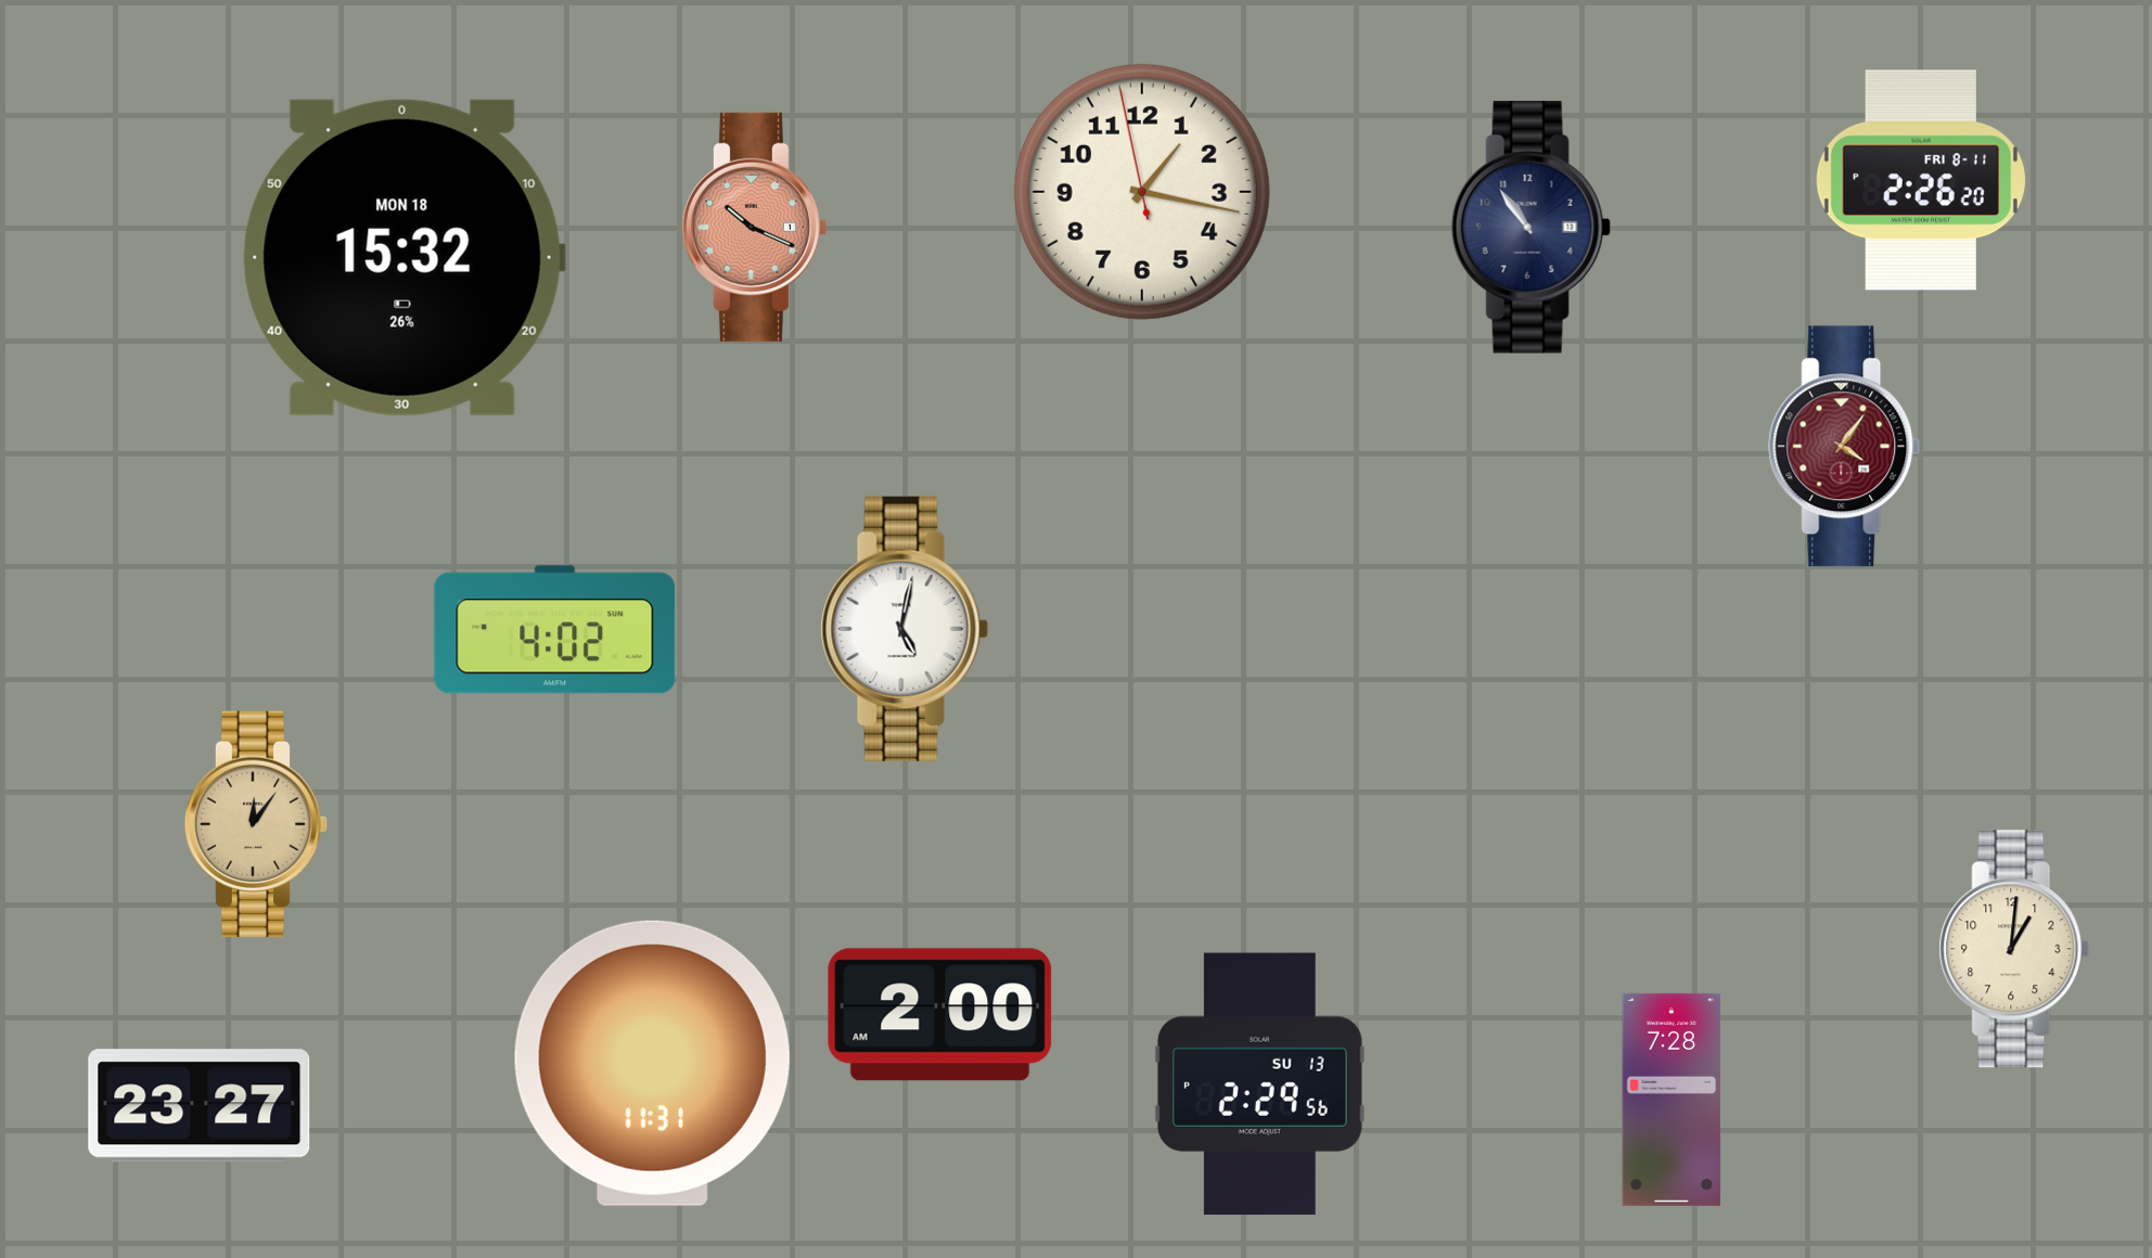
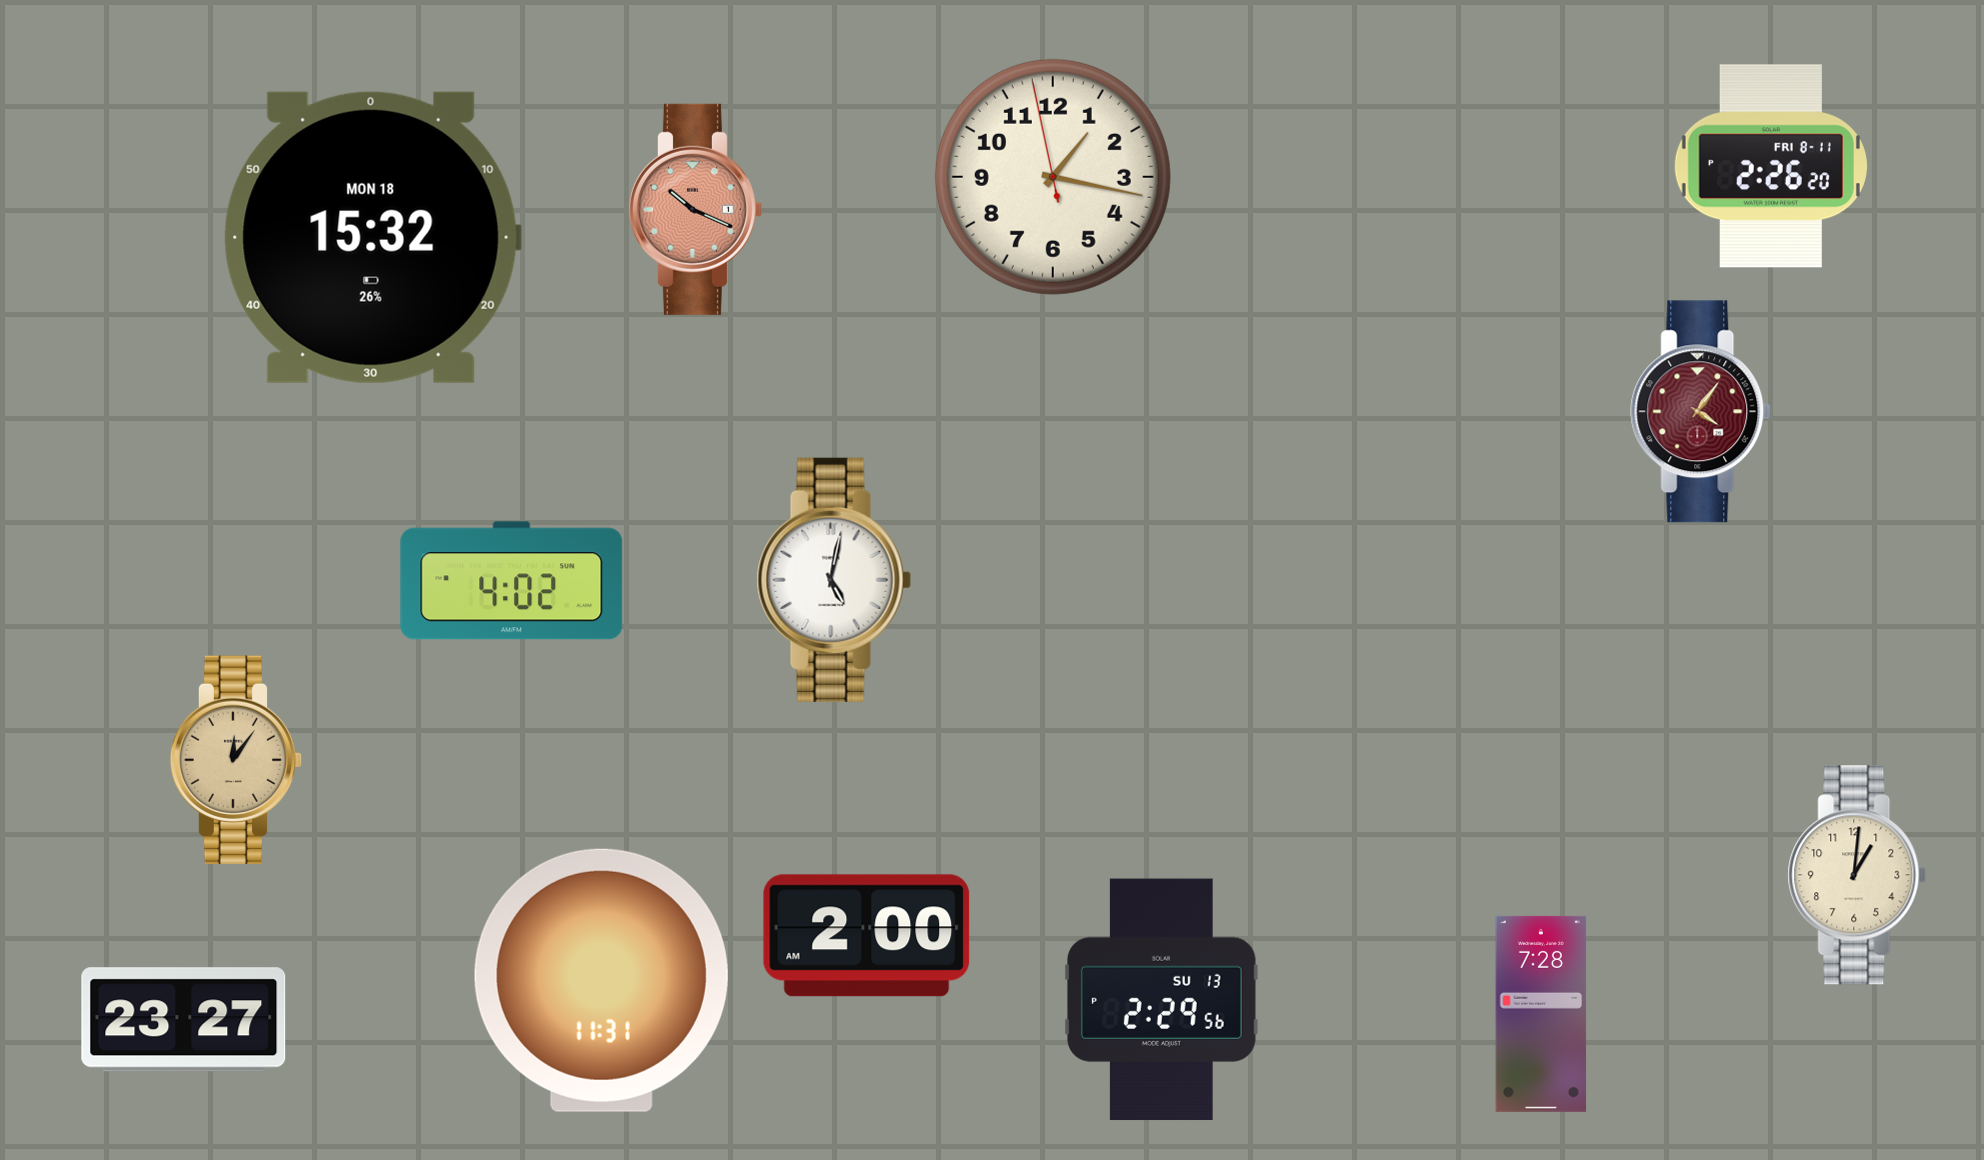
clock at (1530, 228): 10:54 -> none
